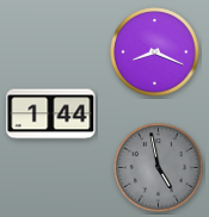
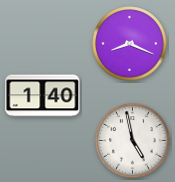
clock at (51, 114): 1:44 -> 1:40
clock at (159, 168) dial: grey -> white
